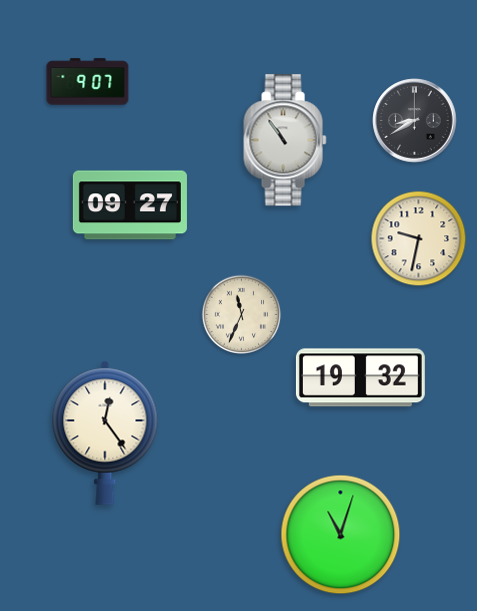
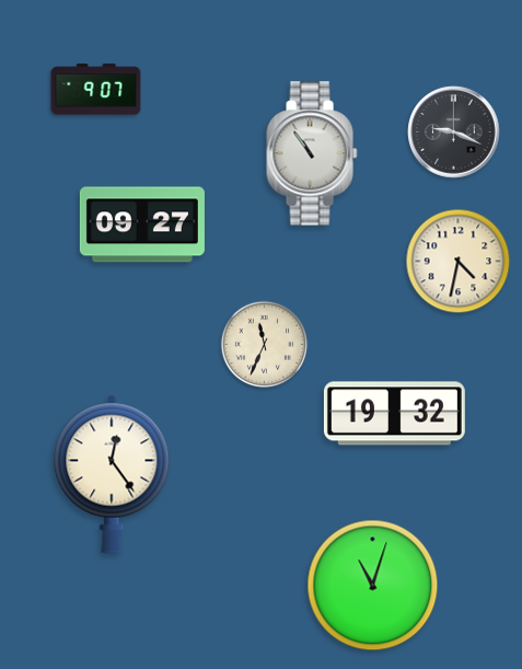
clock at (415, 121): 8:40 -> 9:19
clock at (419, 239): 9:32 -> 4:32
clock at (105, 433) position: (105, 433) -> (112, 474)
